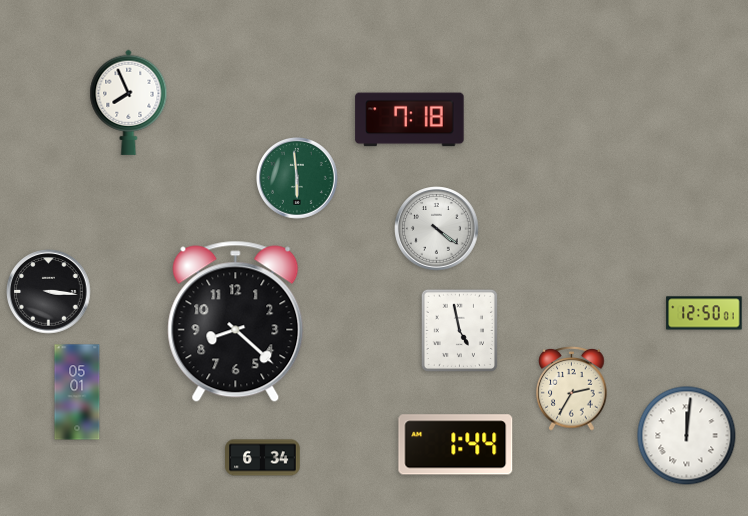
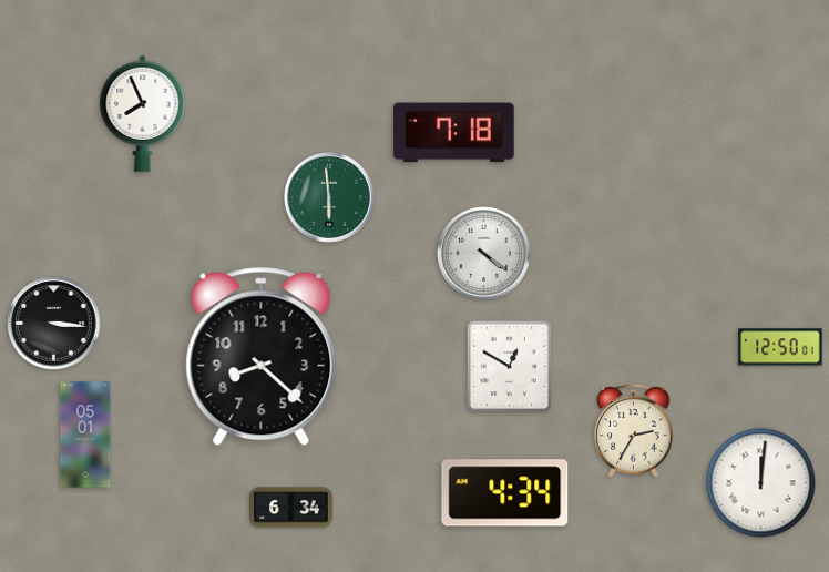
clock at (459, 330): 4:58 -> 12:50
clock at (456, 445): 1:44 -> 4:34
